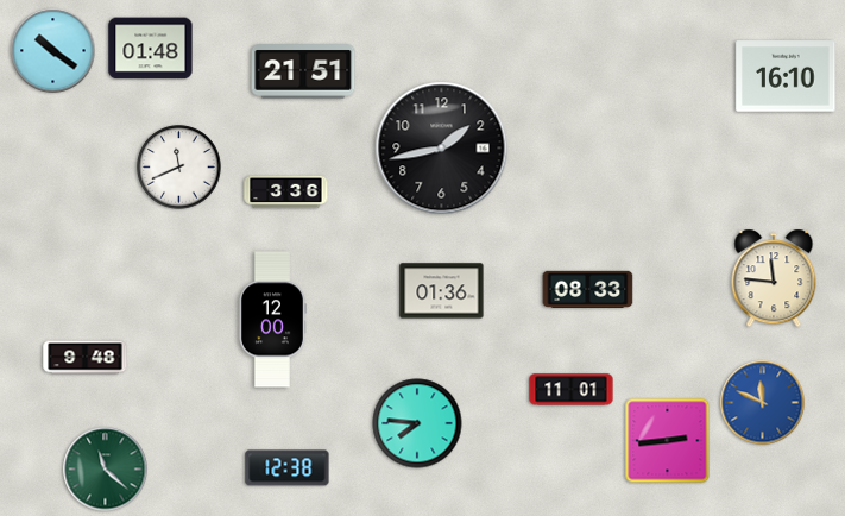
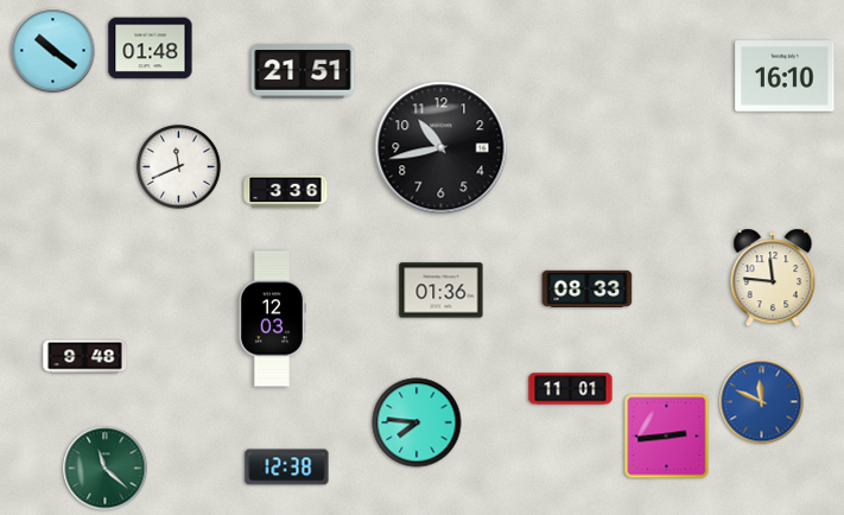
clock at (442, 149): 1:43 -> 10:43
clock at (272, 320): 12:00 -> 12:03
clock at (668, 441) position: (668, 441) -> (667, 437)
